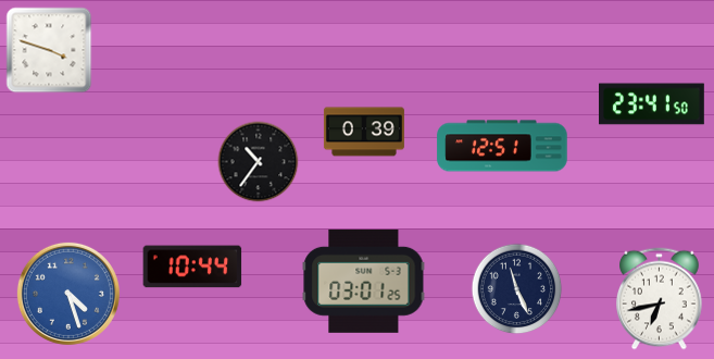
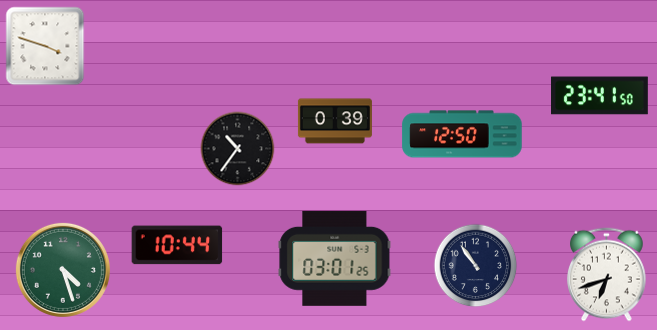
clock at (502, 146): 12:51 -> 12:50
clock at (517, 289): 11:26 -> 10:54
clock at (68, 294) dial: blue -> green
clock at (660, 299): 6:43 -> 6:42
